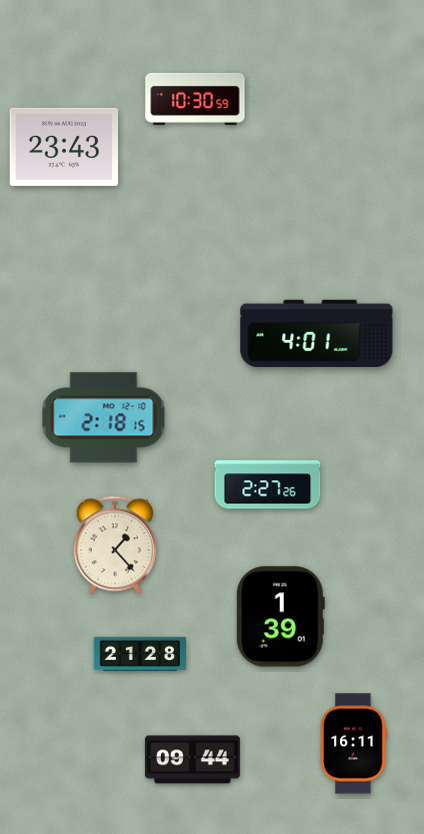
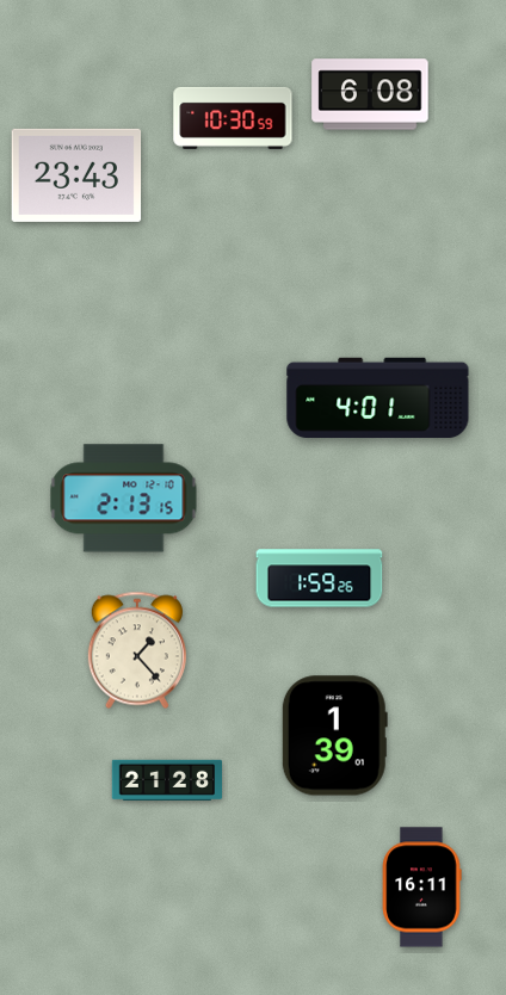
clock at (370, 94): none -> 6:08
clock at (104, 418): 2:18 -> 2:13
clock at (268, 485): 2:27 -> 1:59
clock at (192, 760): 09:44 -> none
